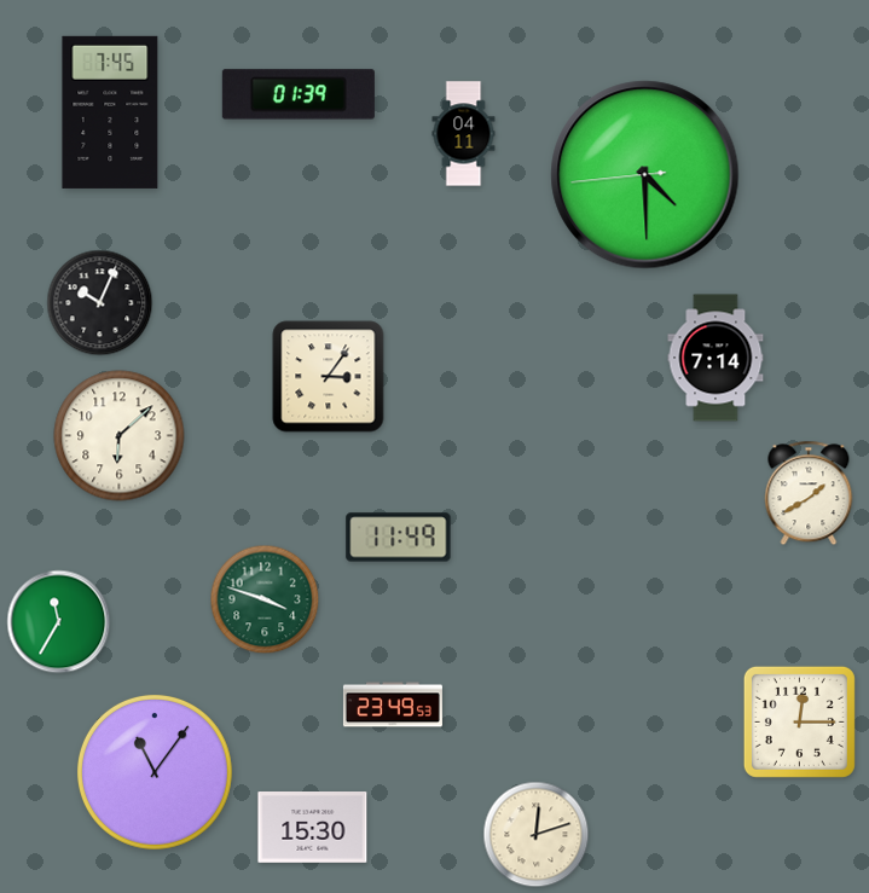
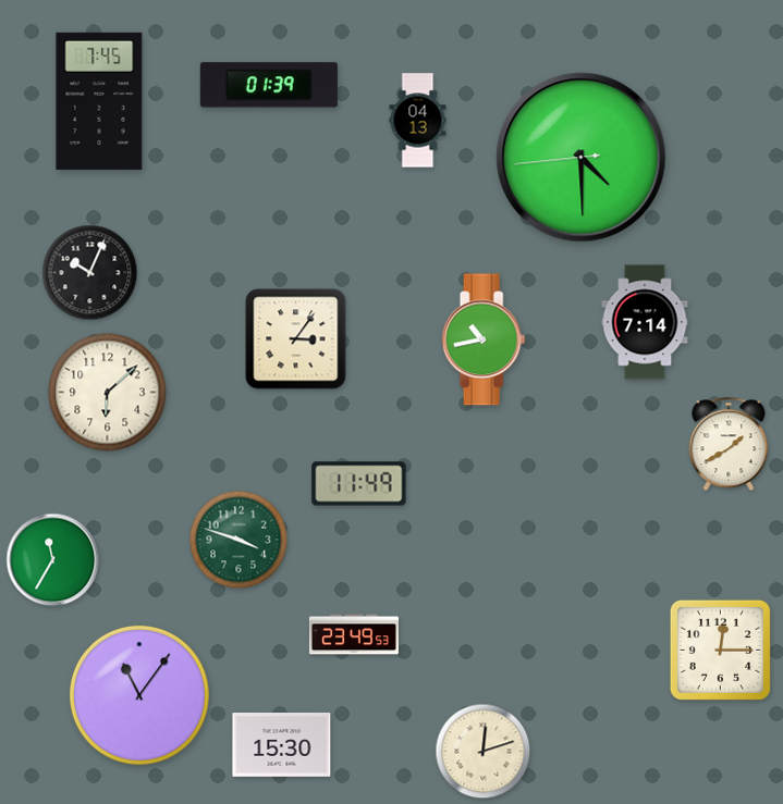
clock at (464, 134): 04:11 -> 04:13
clock at (484, 339): none -> 10:43
